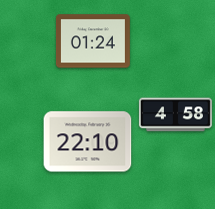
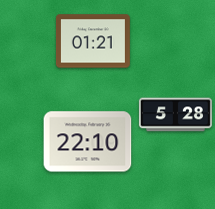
clock at (93, 41): 01:24 -> 01:21
clock at (175, 115): 4:58 -> 5:28
